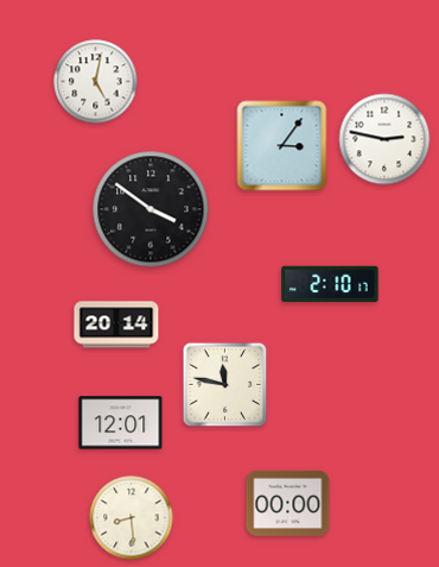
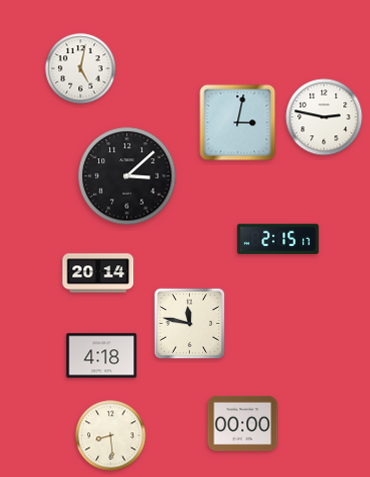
clock at (282, 146): 3:06 -> 3:02
clock at (151, 209): 3:51 -> 3:08
clock at (330, 284): 2:10 -> 2:15
clock at (121, 423): 12:01 -> 4:18
